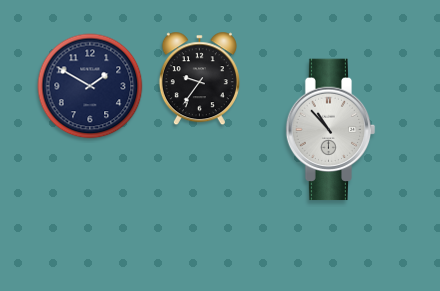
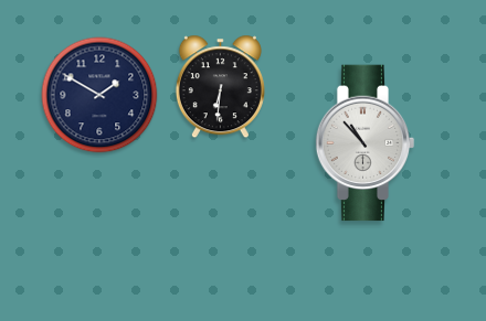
clock at (199, 79): 9:36 -> 6:31
